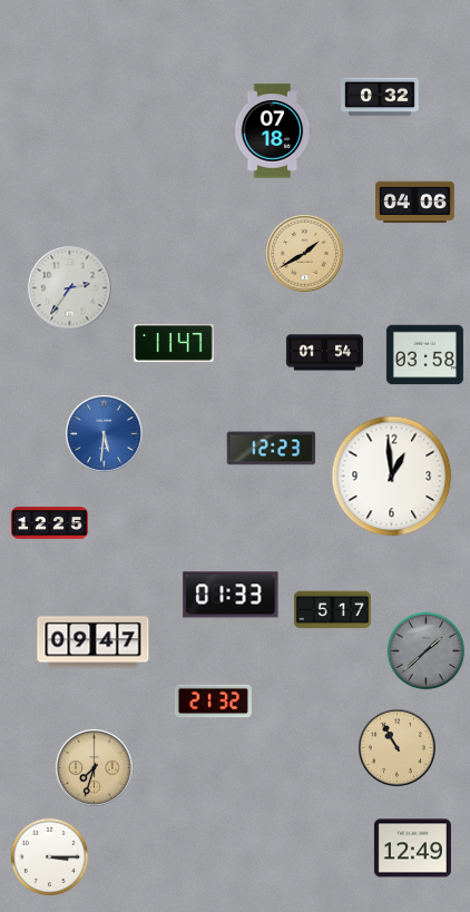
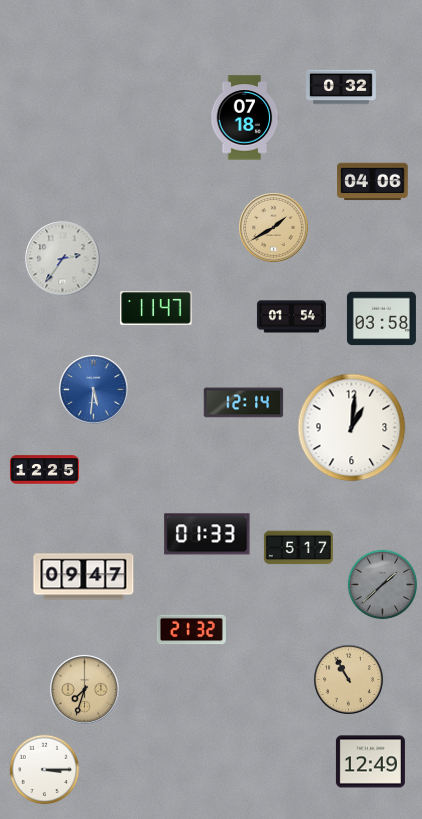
clock at (272, 449): 12:23 -> 12:14
clock at (392, 477): 12:59 -> 1:01
clock at (398, 748) position: (398, 748) -> (349, 680)
